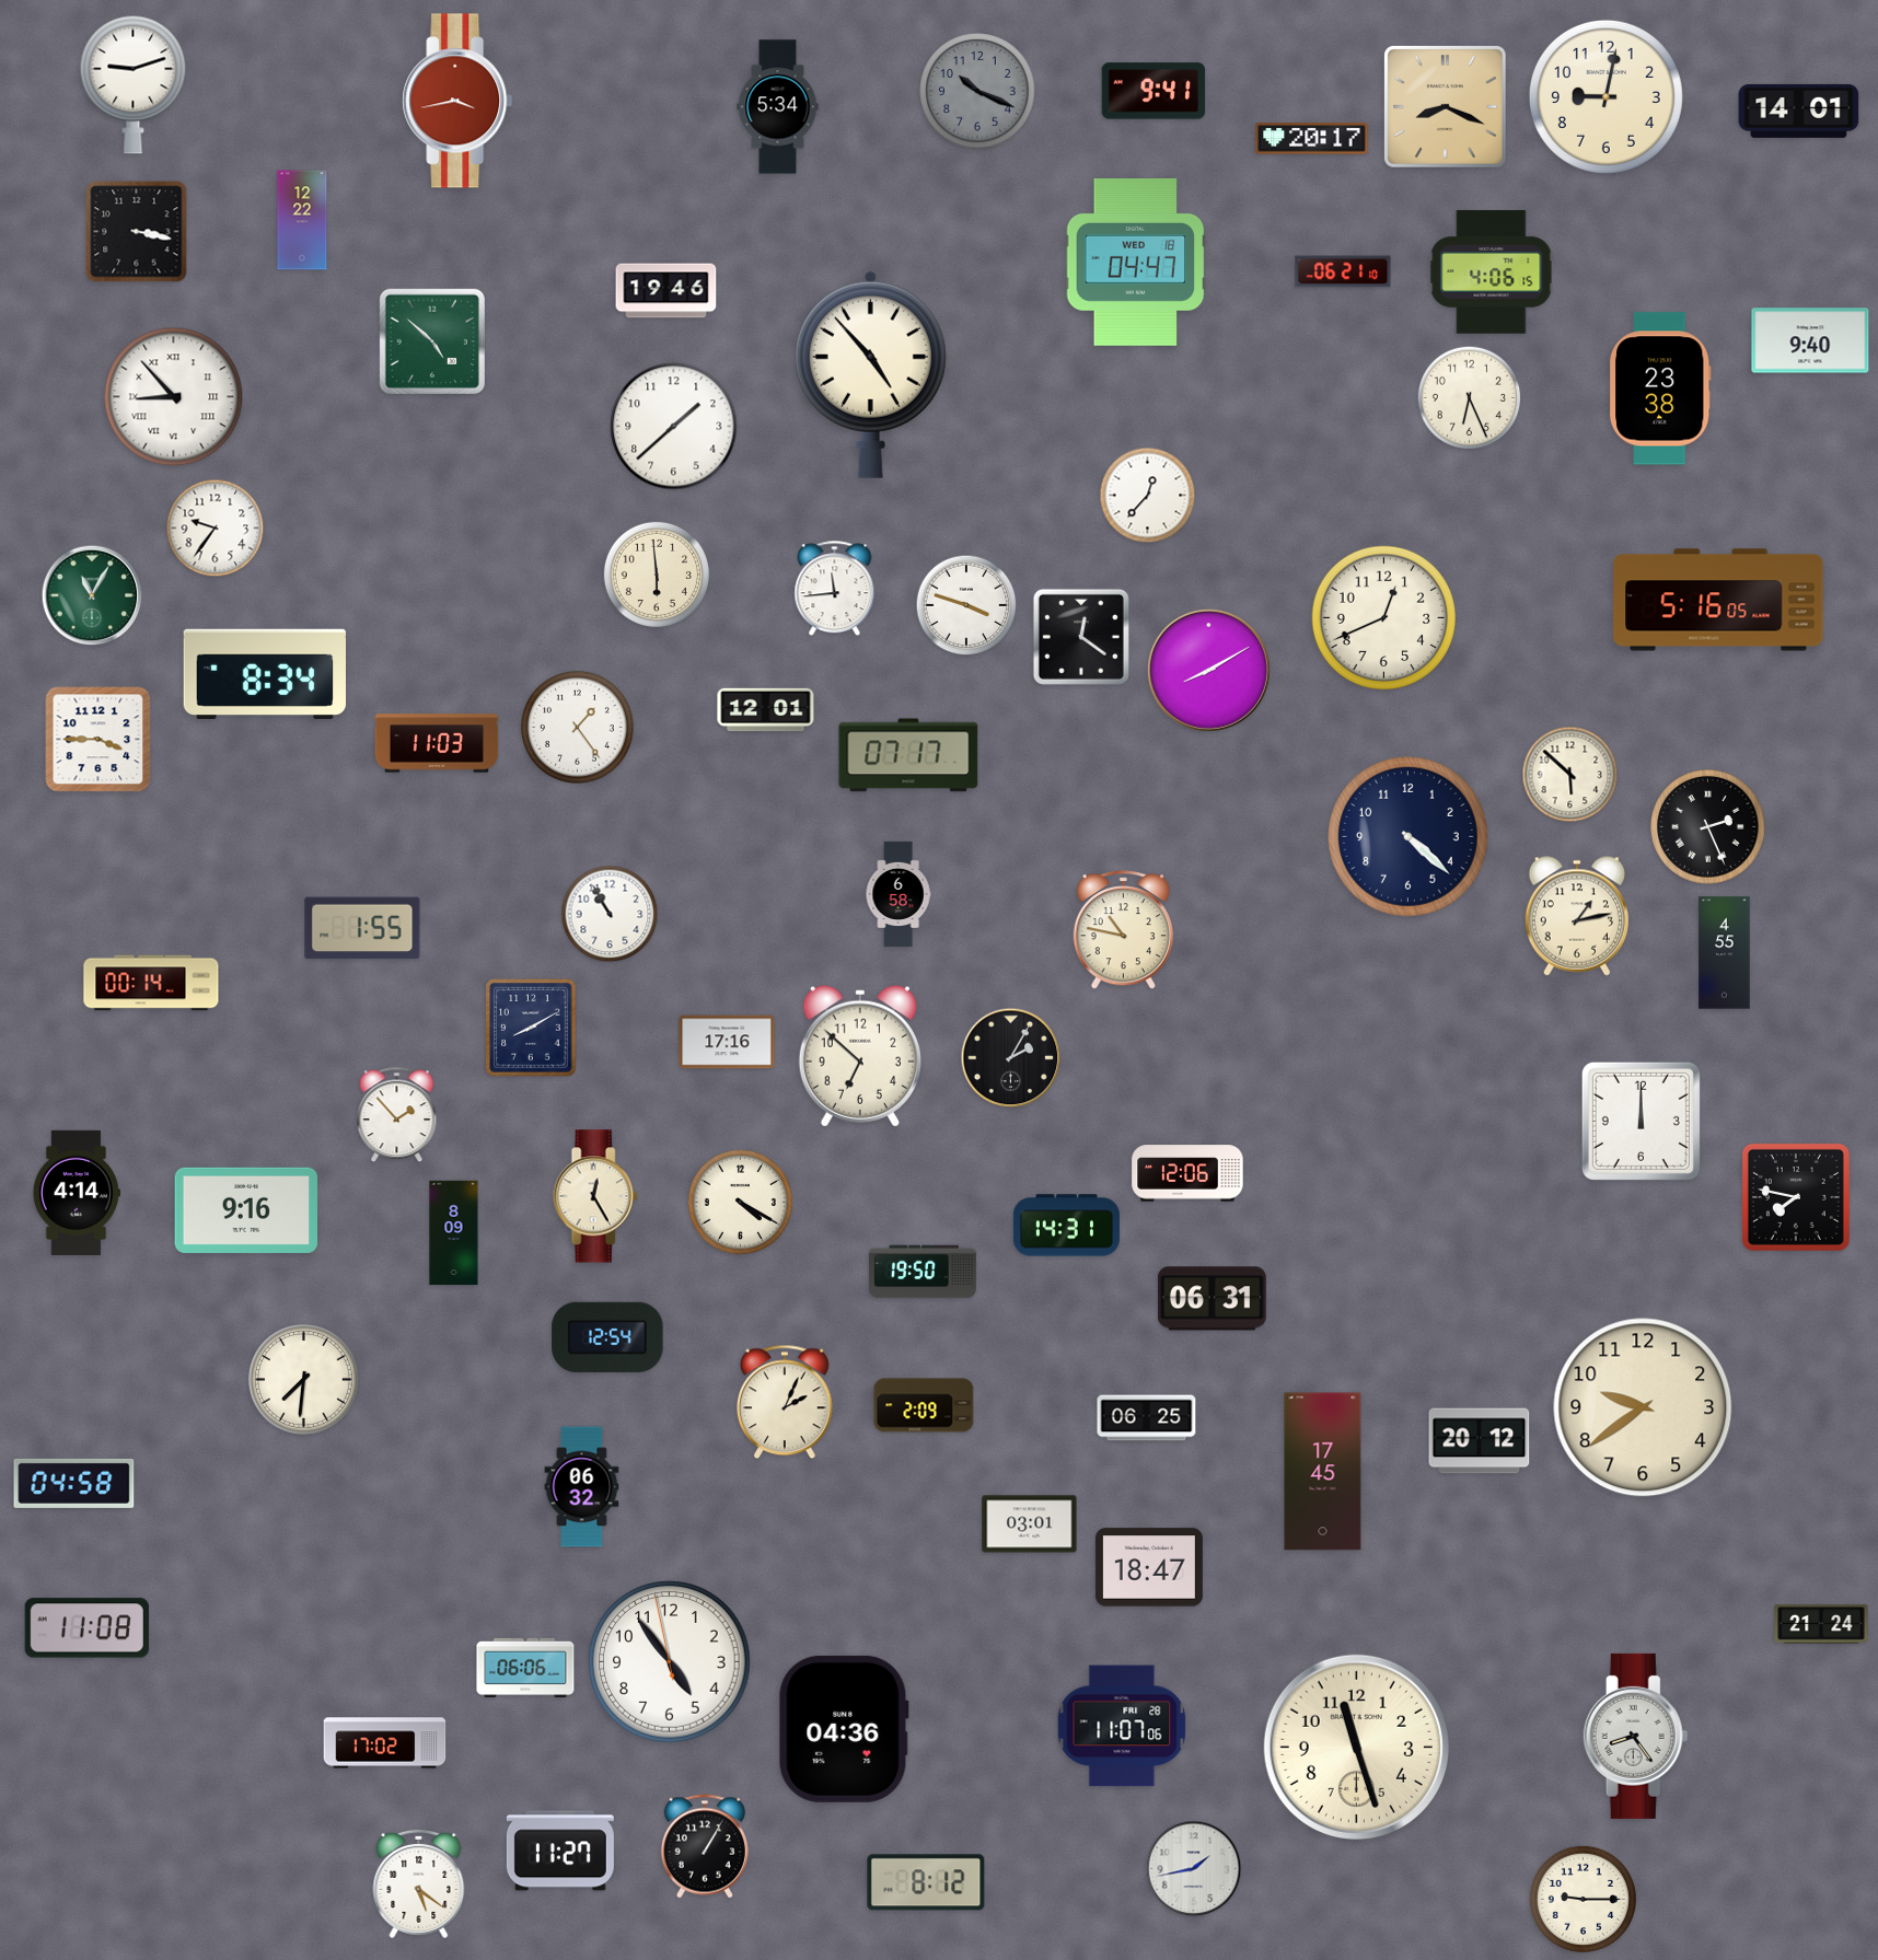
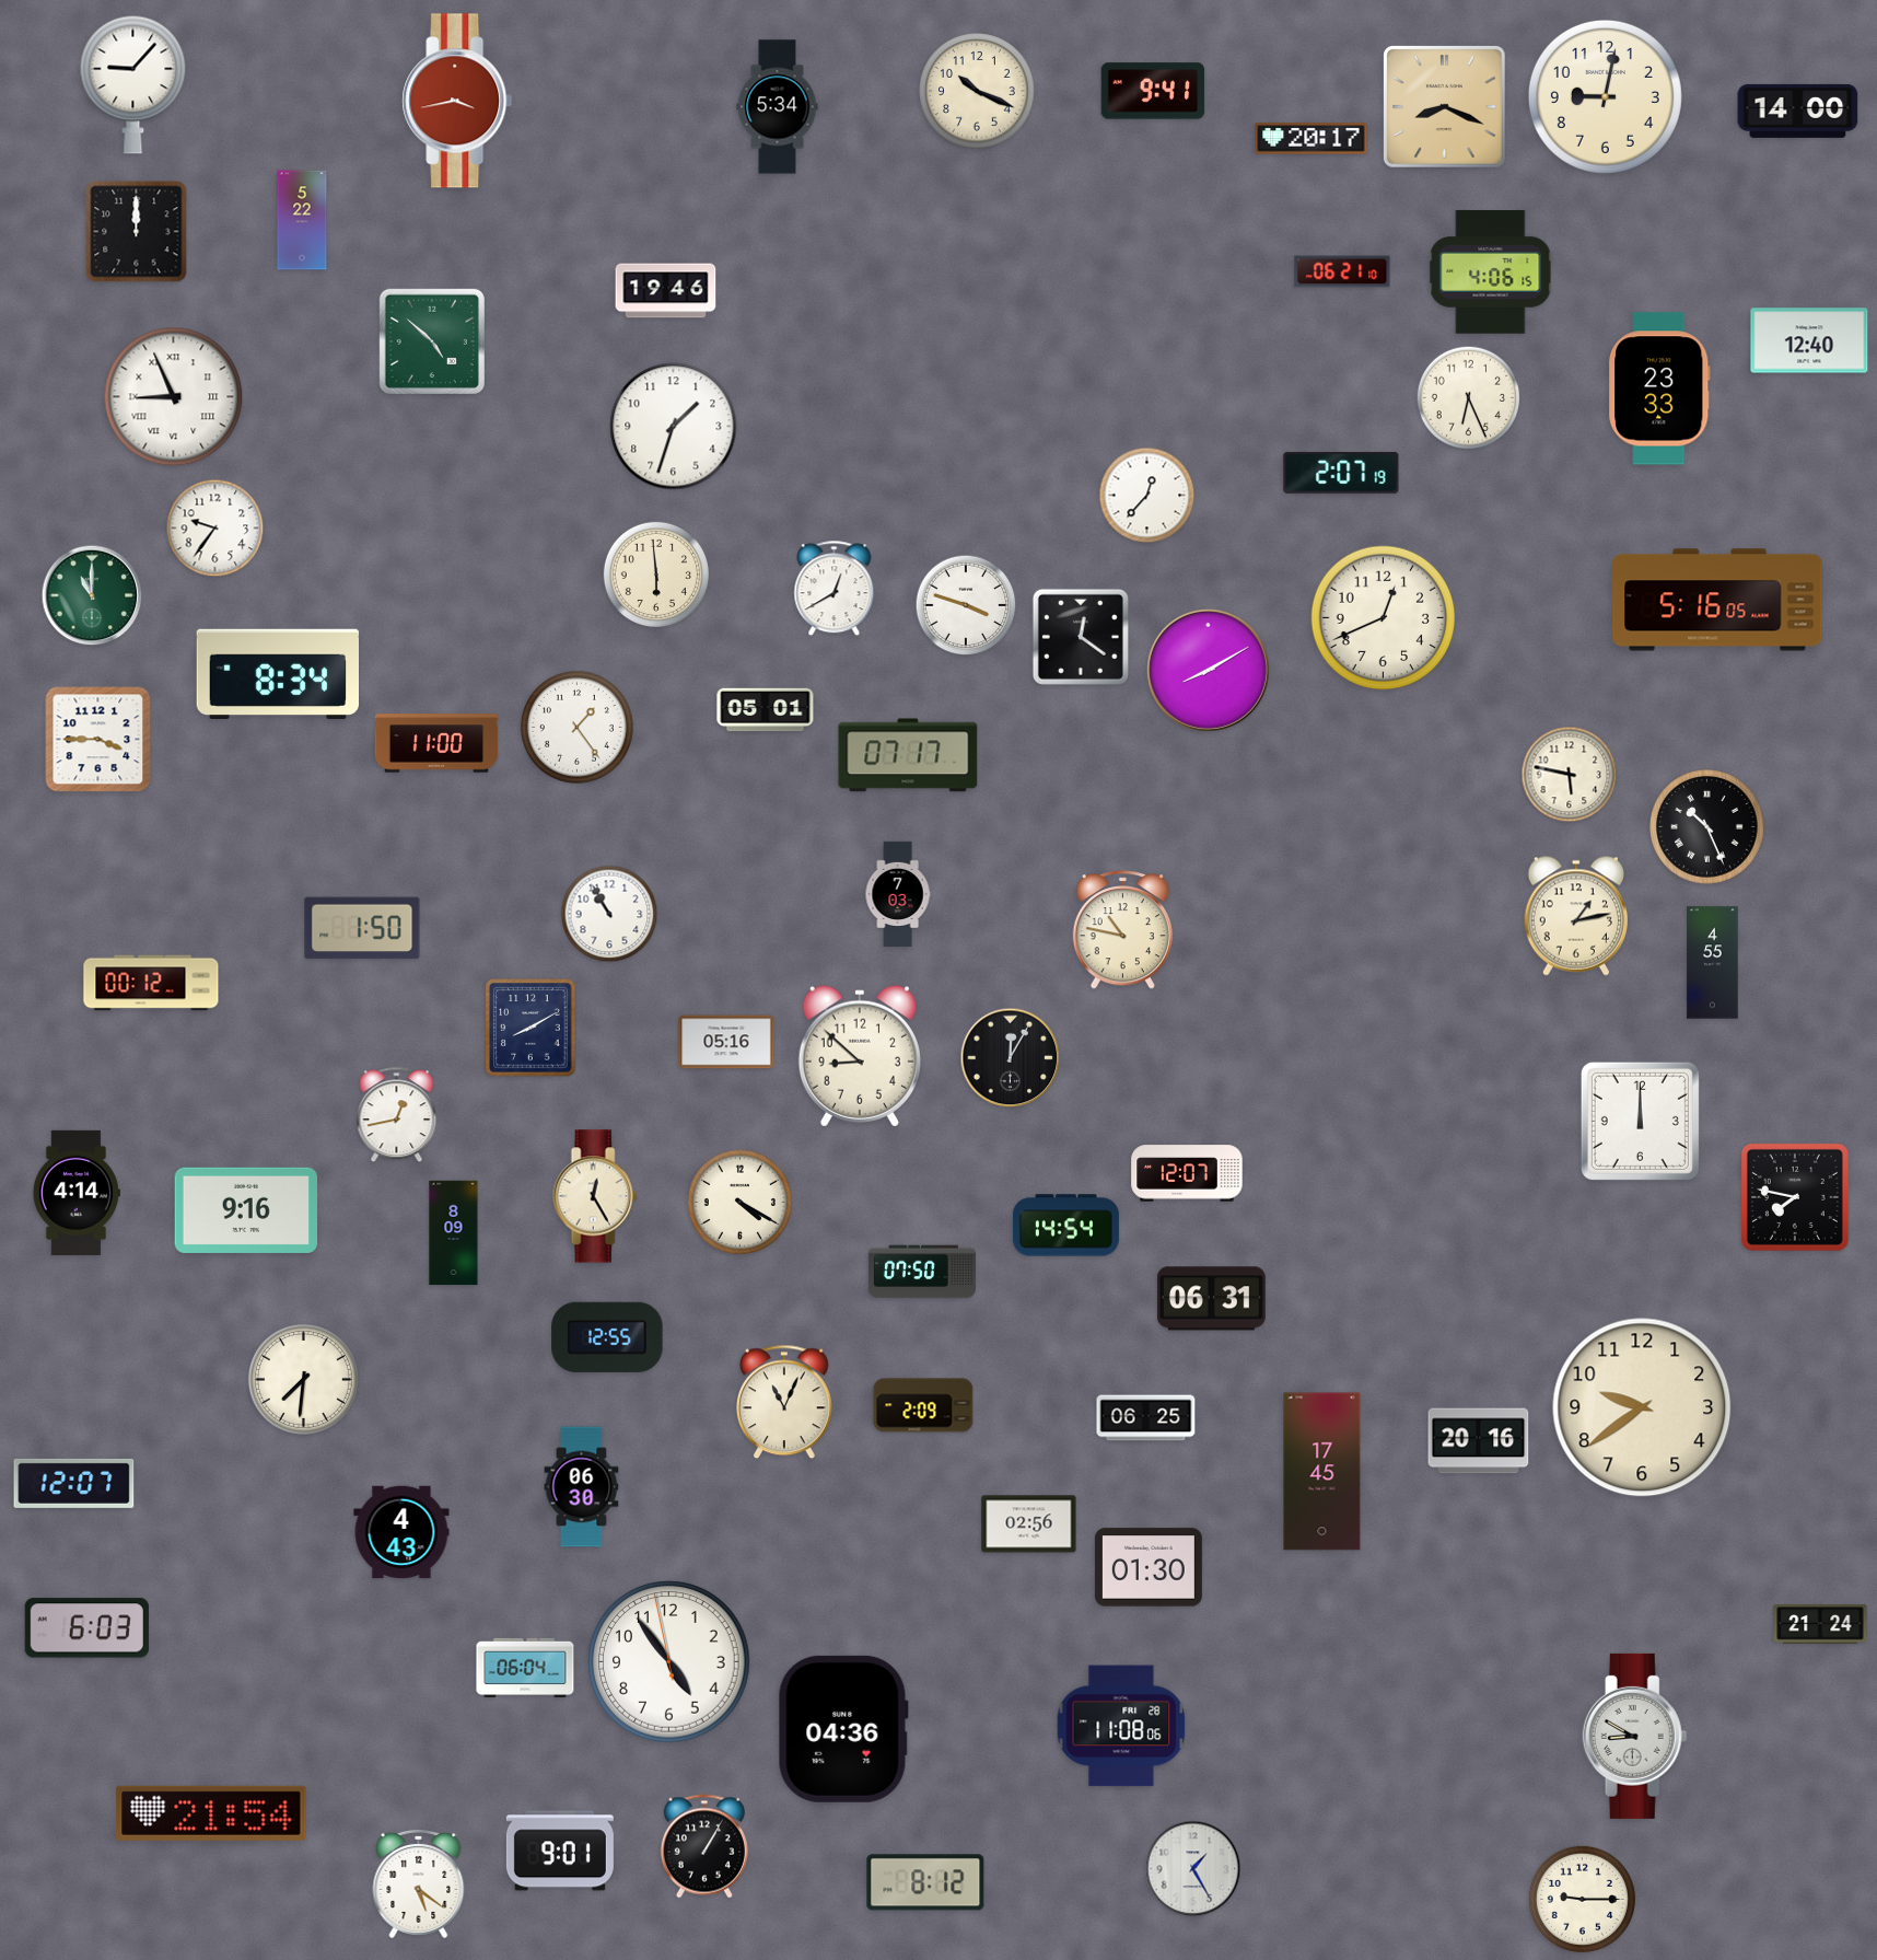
clock at (134, 84): 9:12 -> 9:07
clock at (977, 91) dial: grey -> cream
clock at (1799, 111): 14:01 -> 14:00
clock at (302, 220): 12:22 -> 5:22
clock at (137, 232): 3:17 -> 12:00
clock at (1136, 262): 04:47 -> none
clock at (1810, 340): 9:40 -> 12:40
clock at (870, 374): 4:53 -> none
clock at (1661, 388): 23:38 -> 23:33
clock at (174, 397): 8:53 -> 8:56
clock at (674, 427): 1:38 -> 1:33
clock at (1341, 473): none -> 2:07
clock at (835, 589): 11:44 -> 12:40
clock at (92, 595): 11:05 -> 11:00
clock at (264, 674) position: (264, 674) -> (277, 674)
clock at (766, 710): 12:01 -> 05:01
clock at (437, 743): 11:03 -> 11:00
clock at (1570, 775): 5:52 -> 5:47
clock at (1708, 827): 2:26 -> 10:26
clock at (1408, 837): 4:22 -> none
clock at (899, 894): 6:58 -> 7:03
clock at (362, 928): 1:55 -> 1:50
clock at (1725, 953) position: (1725, 953) -> (1713, 963)
clock at (151, 983): 00:14 -> 00:12
clock at (727, 1042): 17:16 -> 05:16
clock at (860, 1056): 6:52 -> 8:52
clock at (1011, 1058): 2:05 -> 12:05
clock at (397, 1115): 1:53 -> 12:43
clock at (1187, 1173): 12:06 -> 12:07
clock at (1066, 1226): 14:31 -> 14:54
clock at (923, 1272): 19:50 -> 07:50
clock at (607, 1337): 12:54 -> 12:55
clock at (786, 1402): 2:04 -> 11:04
clock at (1480, 1441): 20:12 -> 20:16
clock at (74, 1483): 04:58 -> 12:07
clock at (582, 1487): 06:32 -> 06:30
clock at (1030, 1524): 03:01 -> 02:56
clock at (401, 1532): none -> 4:43
clock at (1149, 1567): 18:47 -> 01:30
clock at (86, 1628): 11:08 -> 6:03
clock at (525, 1668): 06:06 -> 06:04
clock at (1122, 1726): 11:07 -> 11:08
clock at (1636, 1736): 8:24 -> 8:50
clock at (385, 1743): 17:02 -> none
clock at (1356, 1747): 11:27 -> none
clock at (211, 1813): none -> 21:54
clock at (560, 1851): 11:27 -> 9:01
clock at (1194, 1869): 1:43 -> 1:25
